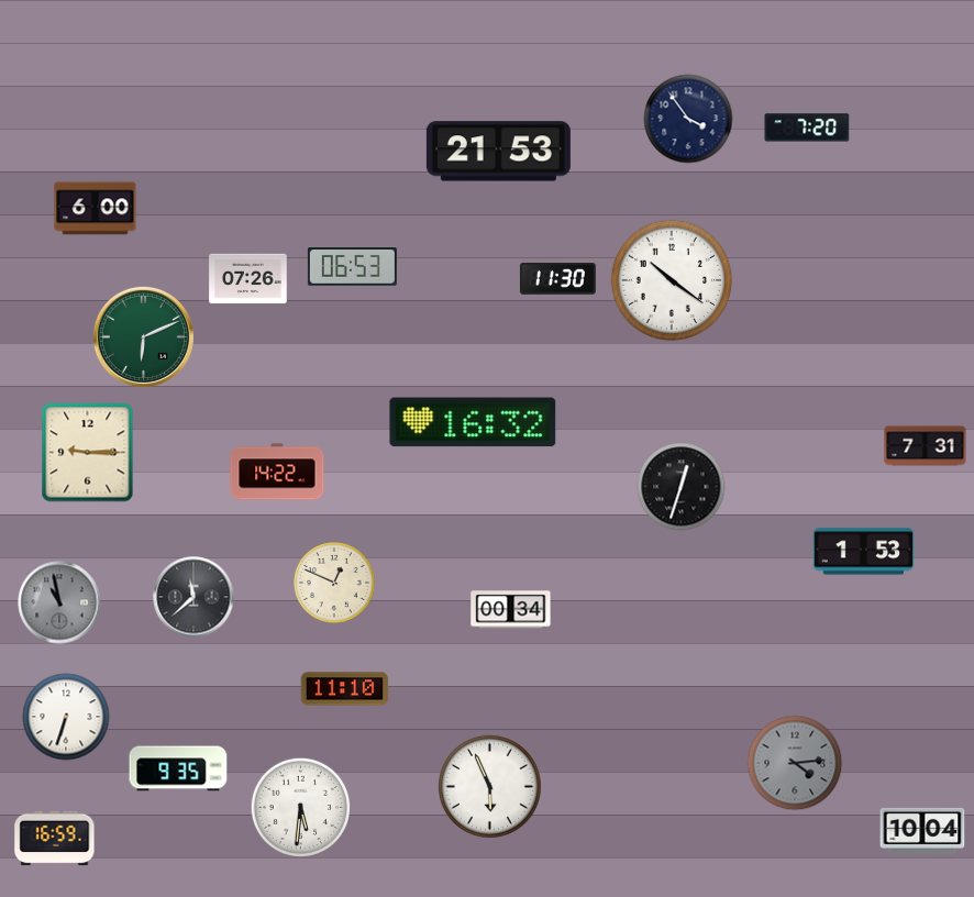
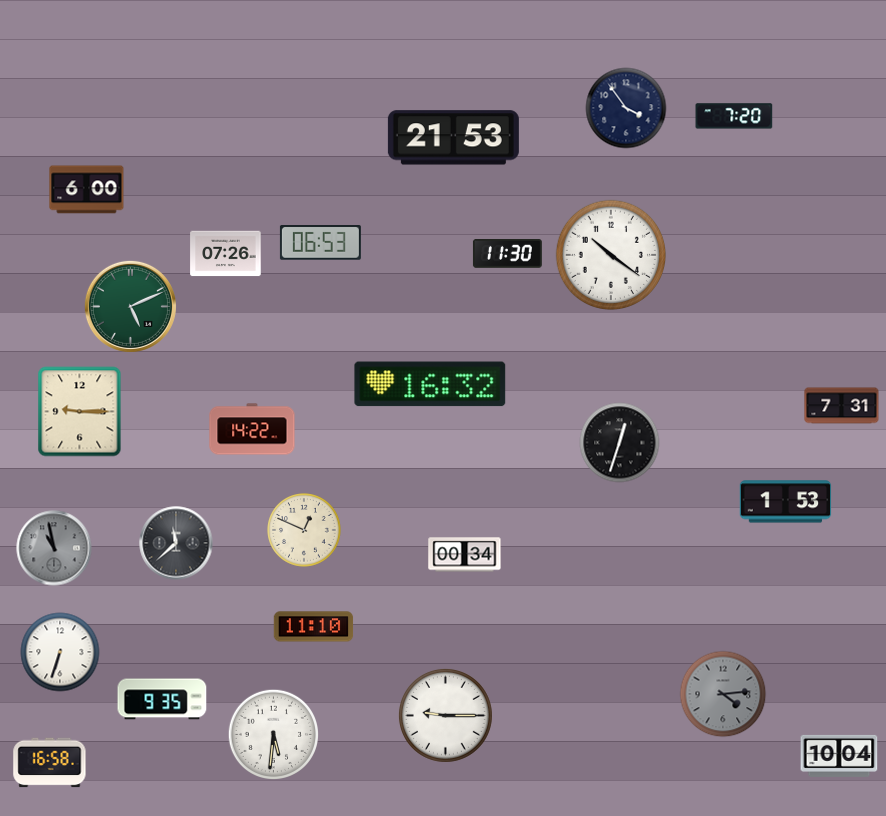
clock at (143, 336): 6:11 -> 5:11
clock at (489, 786): 5:56 -> 9:15
clock at (55, 839): 16:59 -> 16:58
